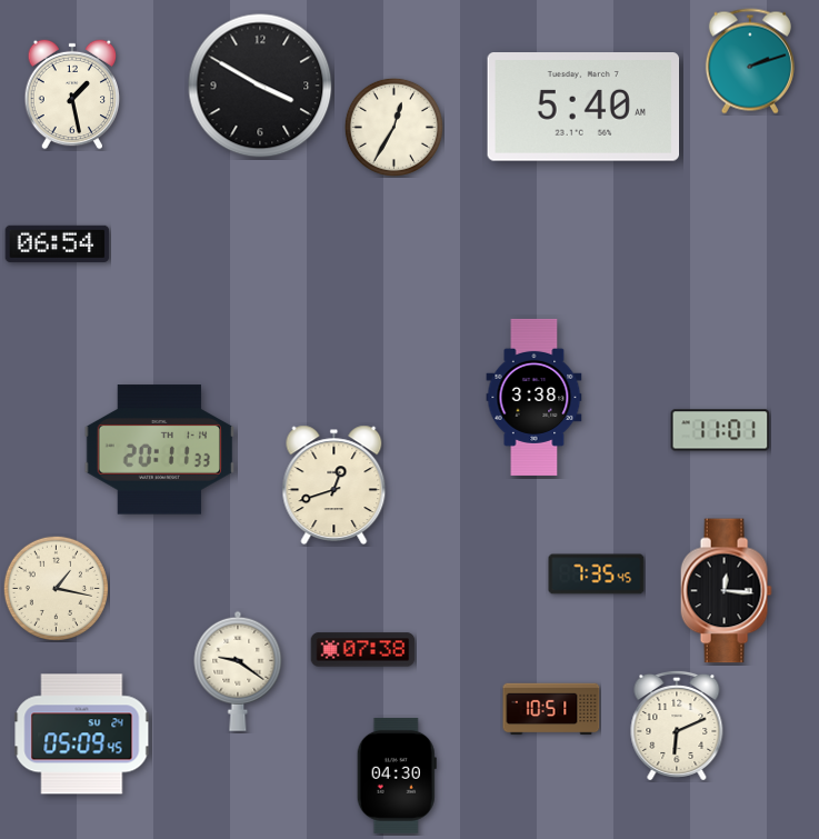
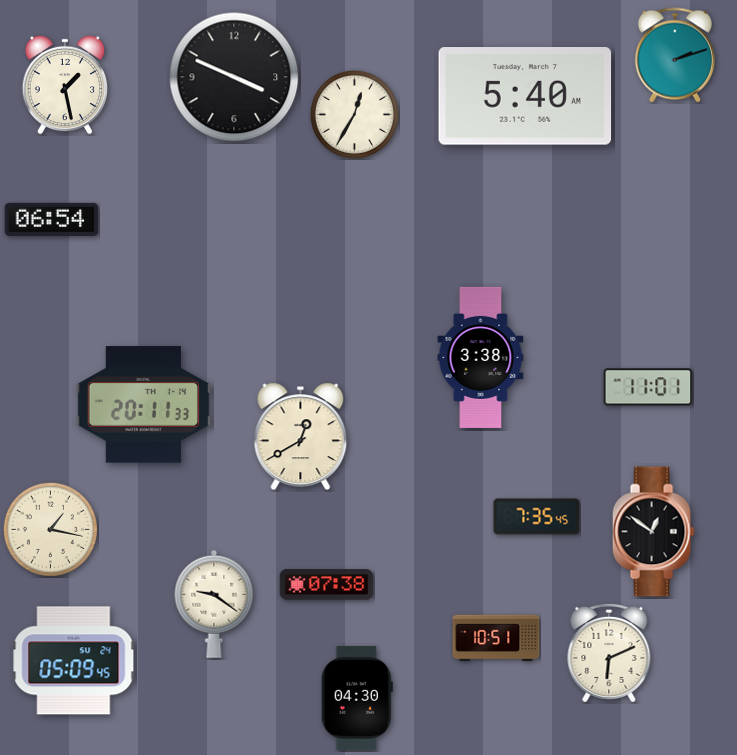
clock at (260, 86): 3:50 -> 3:49
clock at (334, 485): 12:42 -> 12:40
clock at (726, 591): 12:16 -> 12:51
